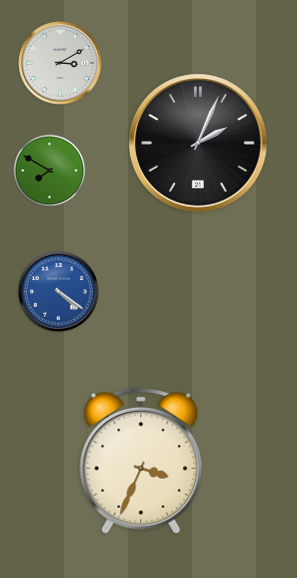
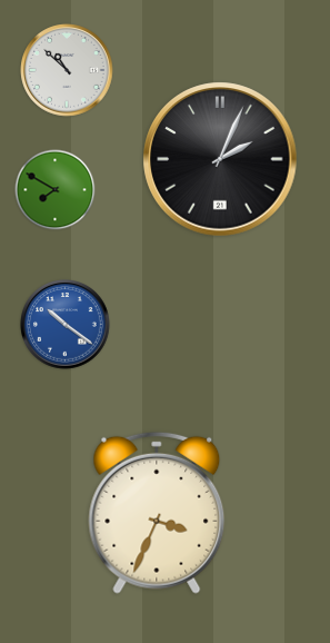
clock at (60, 63): 3:10 -> 10:52
clock at (59, 292): 4:21 -> 10:21
